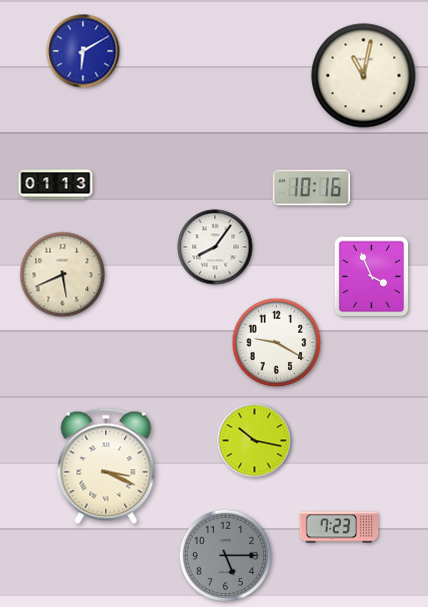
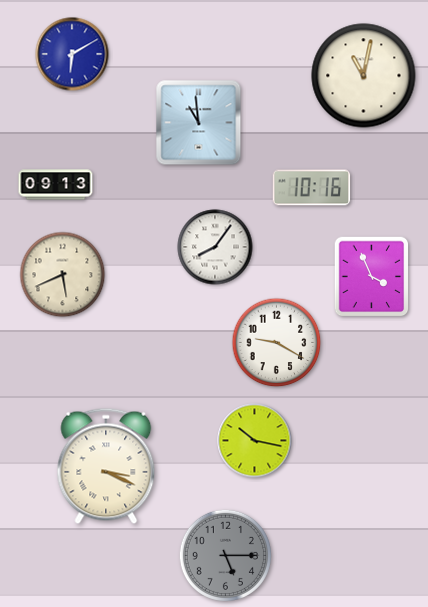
clock at (83, 51) position: (83, 51) -> (72, 54)
clock at (199, 123): none -> 10:59
clock at (56, 185): 01:13 -> 09:13
clock at (339, 527): 7:23 -> none
